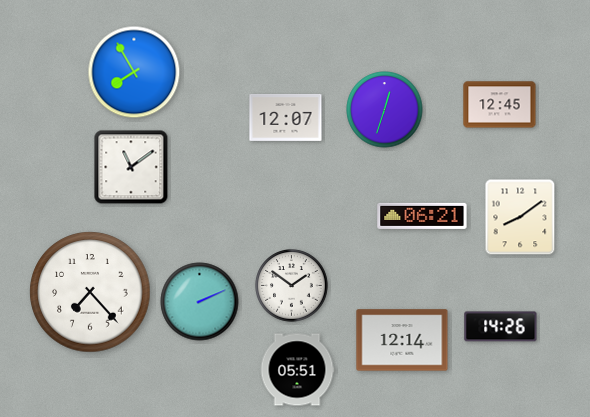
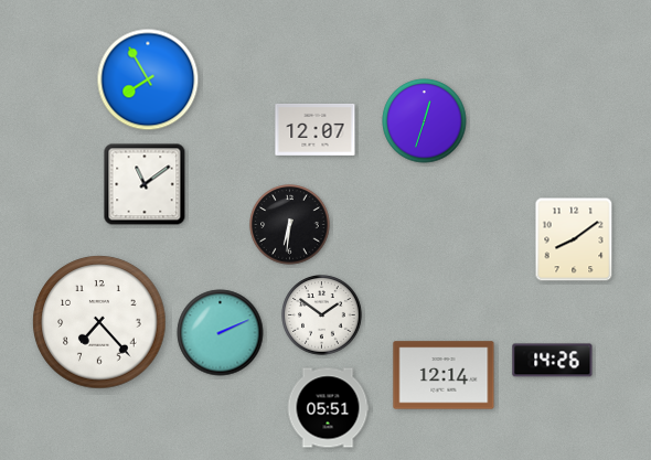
clock at (500, 105): 12:45 -> none
clock at (290, 225): none -> 6:31
clock at (422, 216): 06:21 -> none
